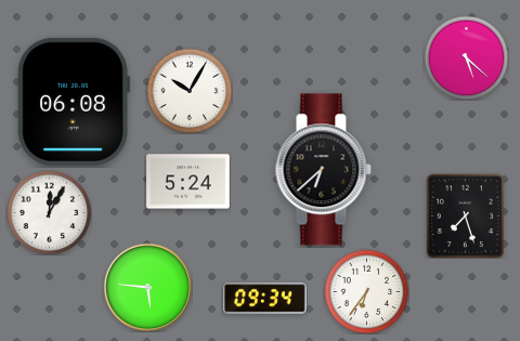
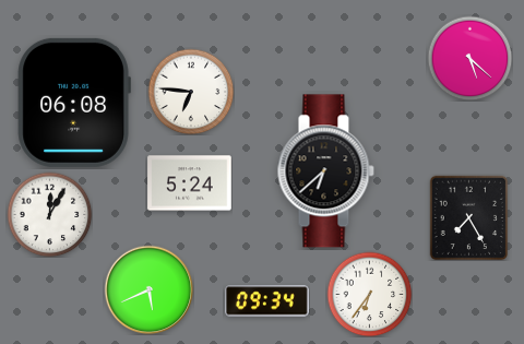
clock at (190, 91): 10:05 -> 6:46
clock at (466, 215): 7:27 -> 7:25
clock at (147, 287): 5:46 -> 5:41
